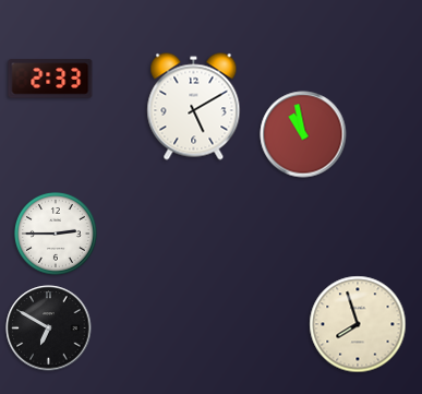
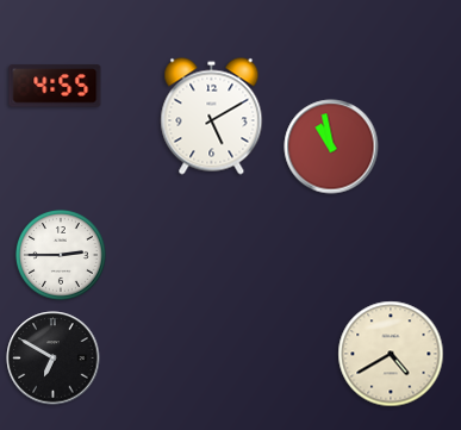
clock at (50, 79): 2:33 -> 4:55
clock at (358, 324): 7:57 -> 4:40
